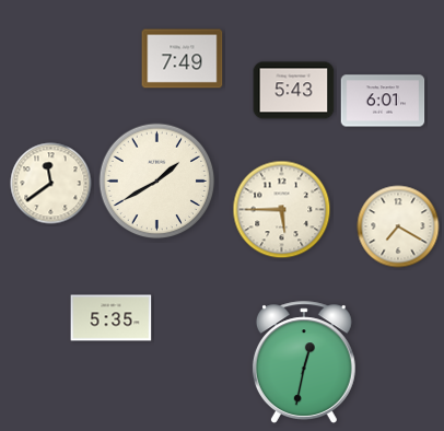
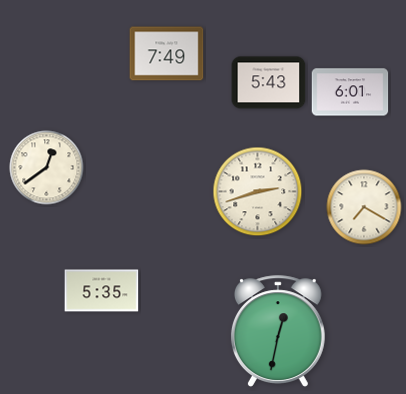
clock at (157, 182): 1:40 -> none
clock at (51, 184): 11:39 -> 12:39
clock at (282, 210): 5:45 -> 2:42
